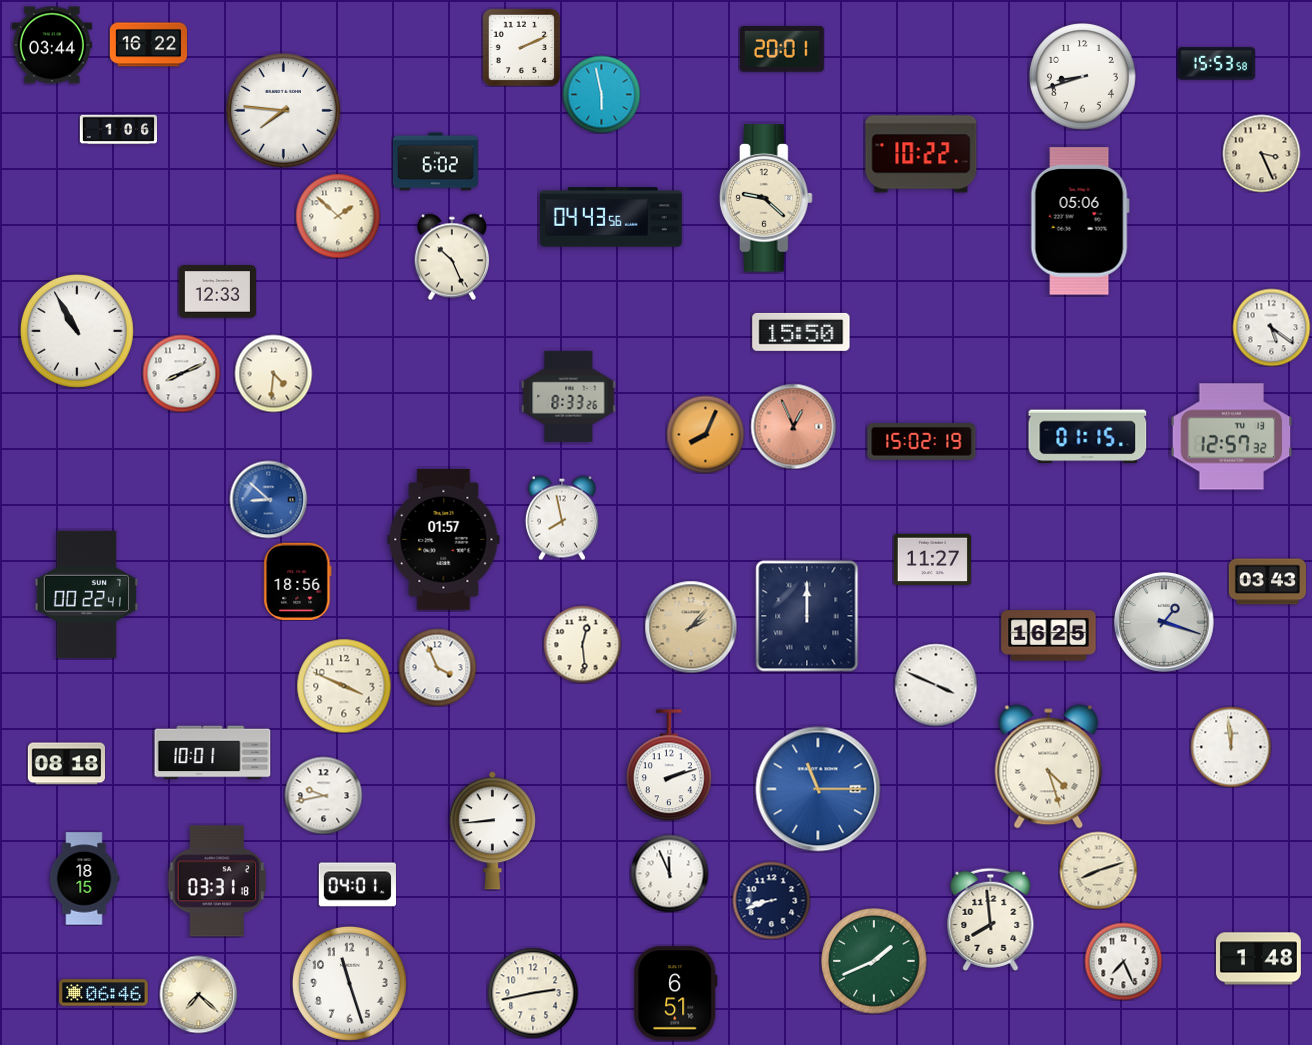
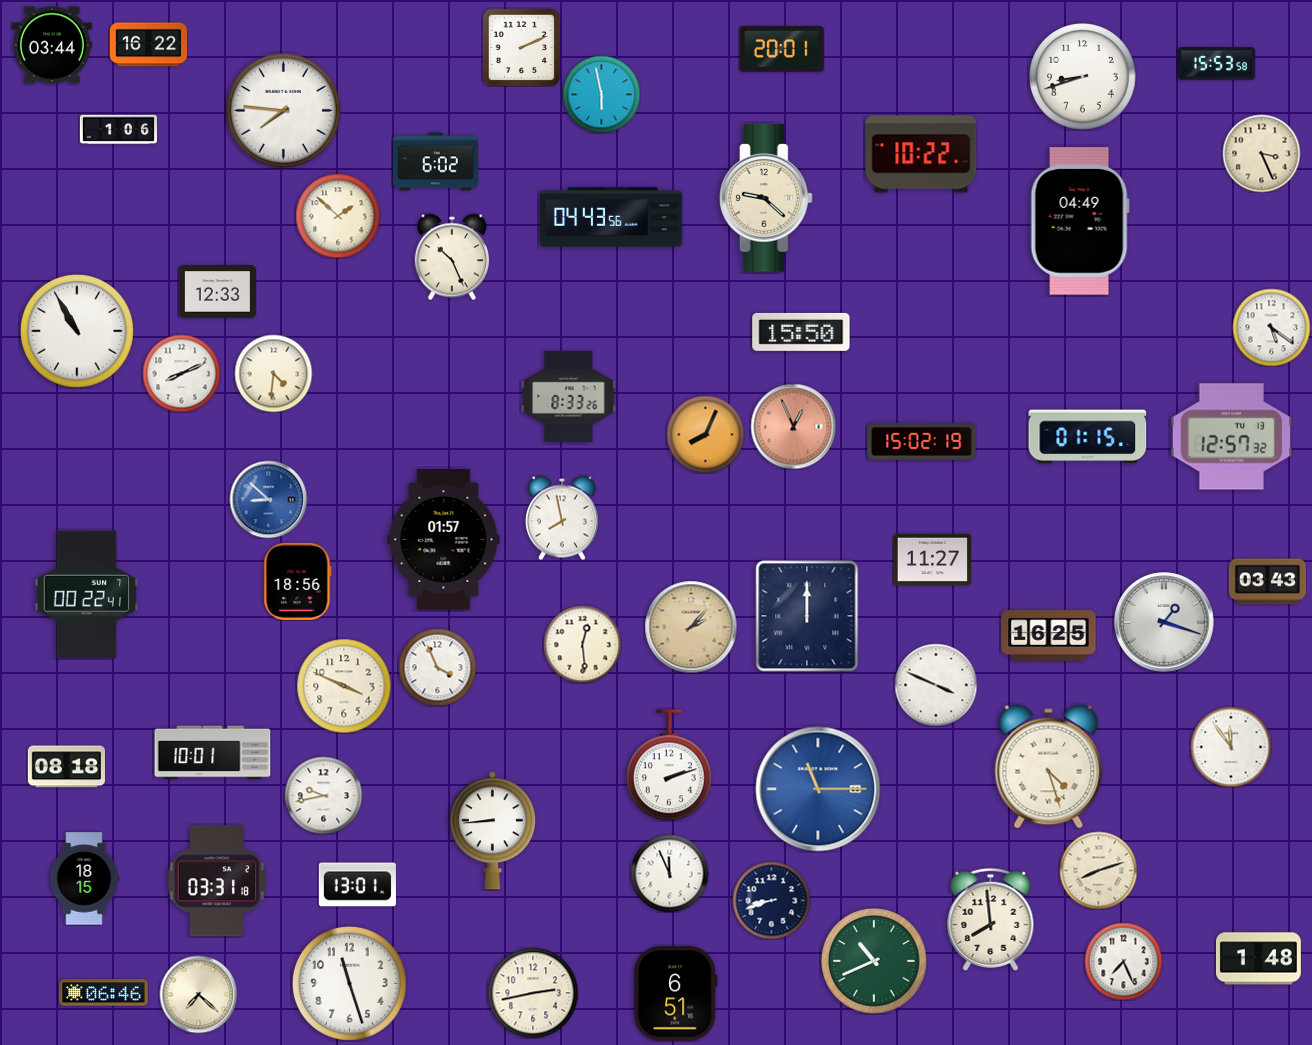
clock at (1080, 221): 05:06 -> 04:49
clock at (1231, 747): 11:59 -> 11:54
clock at (66, 764) position: (66, 764) -> (66, 767)
clock at (357, 885): 04:01 -> 13:01
clock at (874, 961): 1:41 -> 10:41
